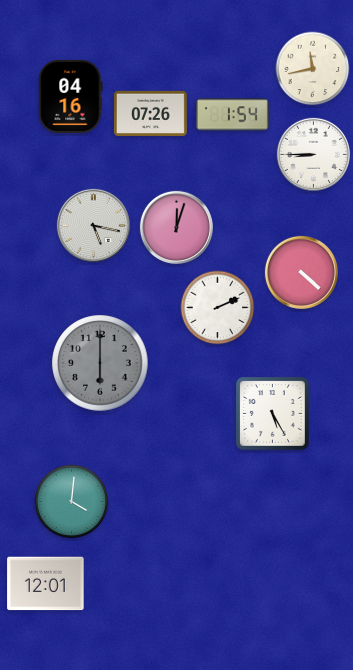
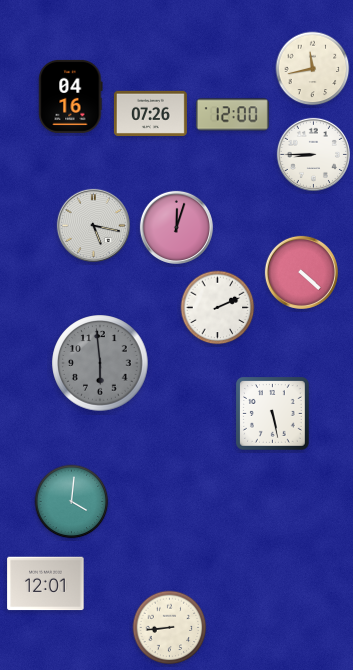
clock at (232, 115): 1:54 -> 12:00
clock at (100, 363): 6:00 -> 5:59
clock at (273, 414): 5:25 -> 5:28
clock at (170, 628): none -> 8:44
